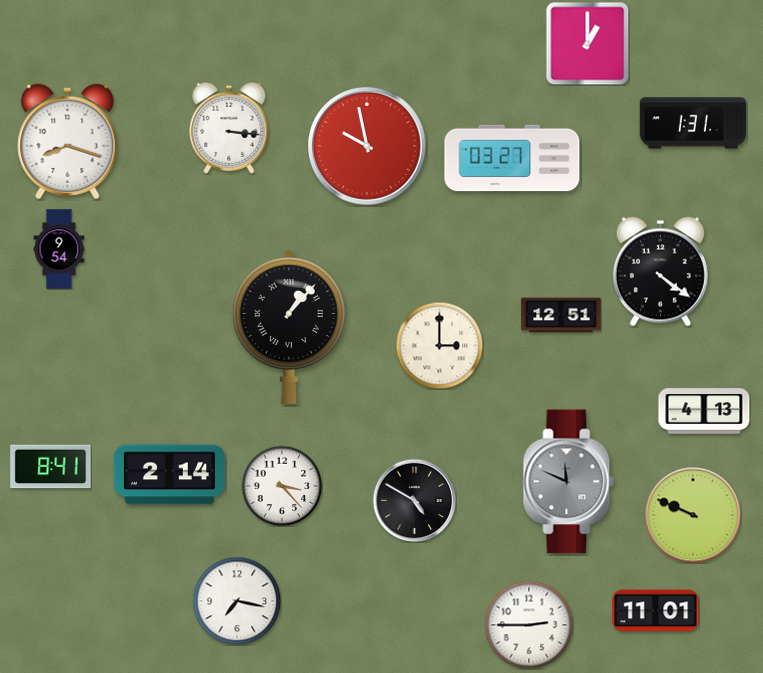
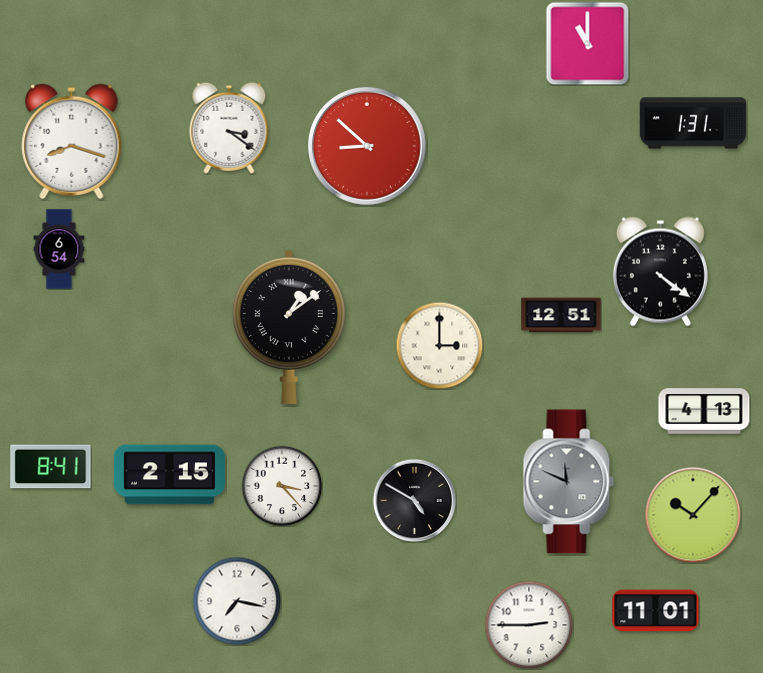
clock at (587, 43): 1:00 -> 11:00
clock at (229, 128): 3:16 -> 3:21
clock at (68, 141) position: (68, 141) -> (72, 141)
clock at (368, 147): 9:58 -> 8:52
clock at (512, 158): 03:27 -> none
clock at (59, 249): 9:54 -> 6:54
clock at (289, 326): 1:07 -> 1:09
clock at (169, 475): 2:14 -> 2:15
clock at (693, 515): 9:49 -> 10:07
